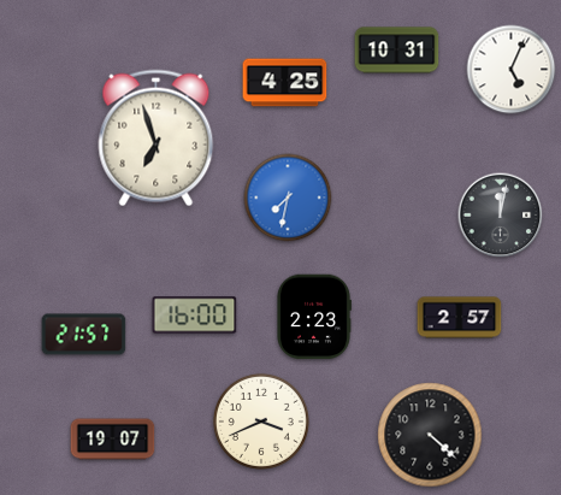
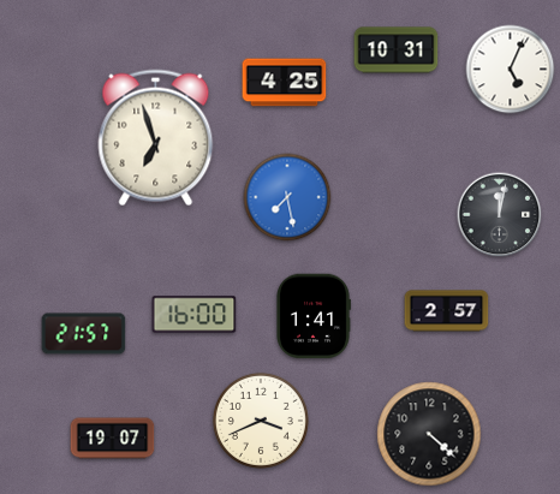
clock at (288, 198): 7:32 -> 7:28
clock at (314, 317): 2:23 -> 1:41
clock at (460, 318) position: (460, 318) -> (447, 311)
